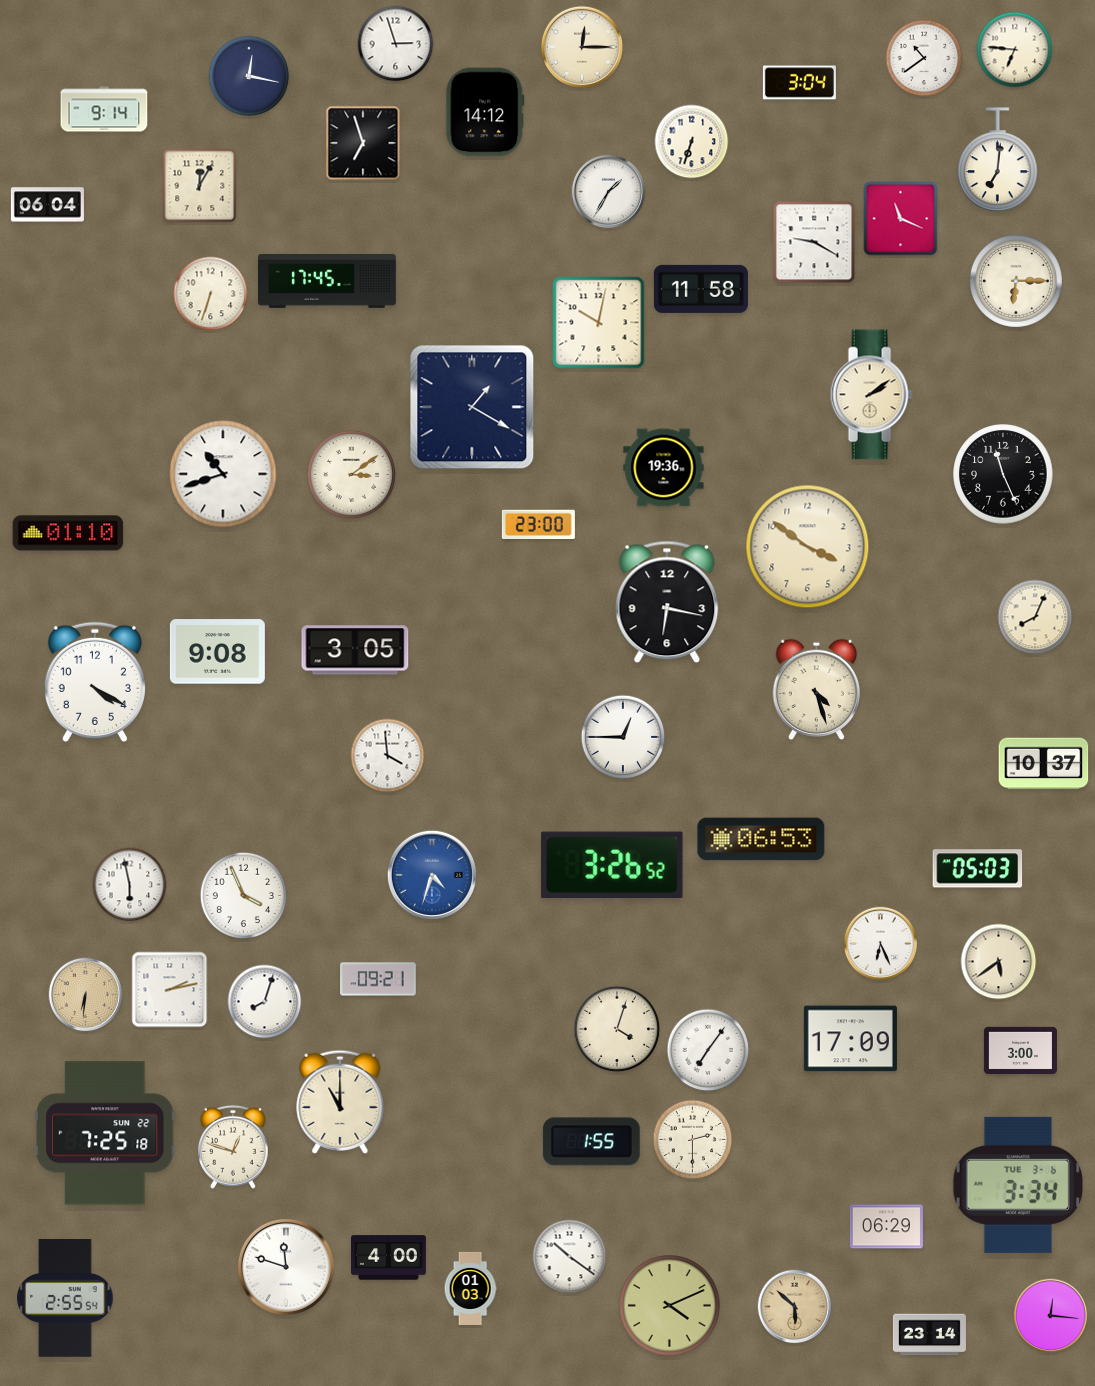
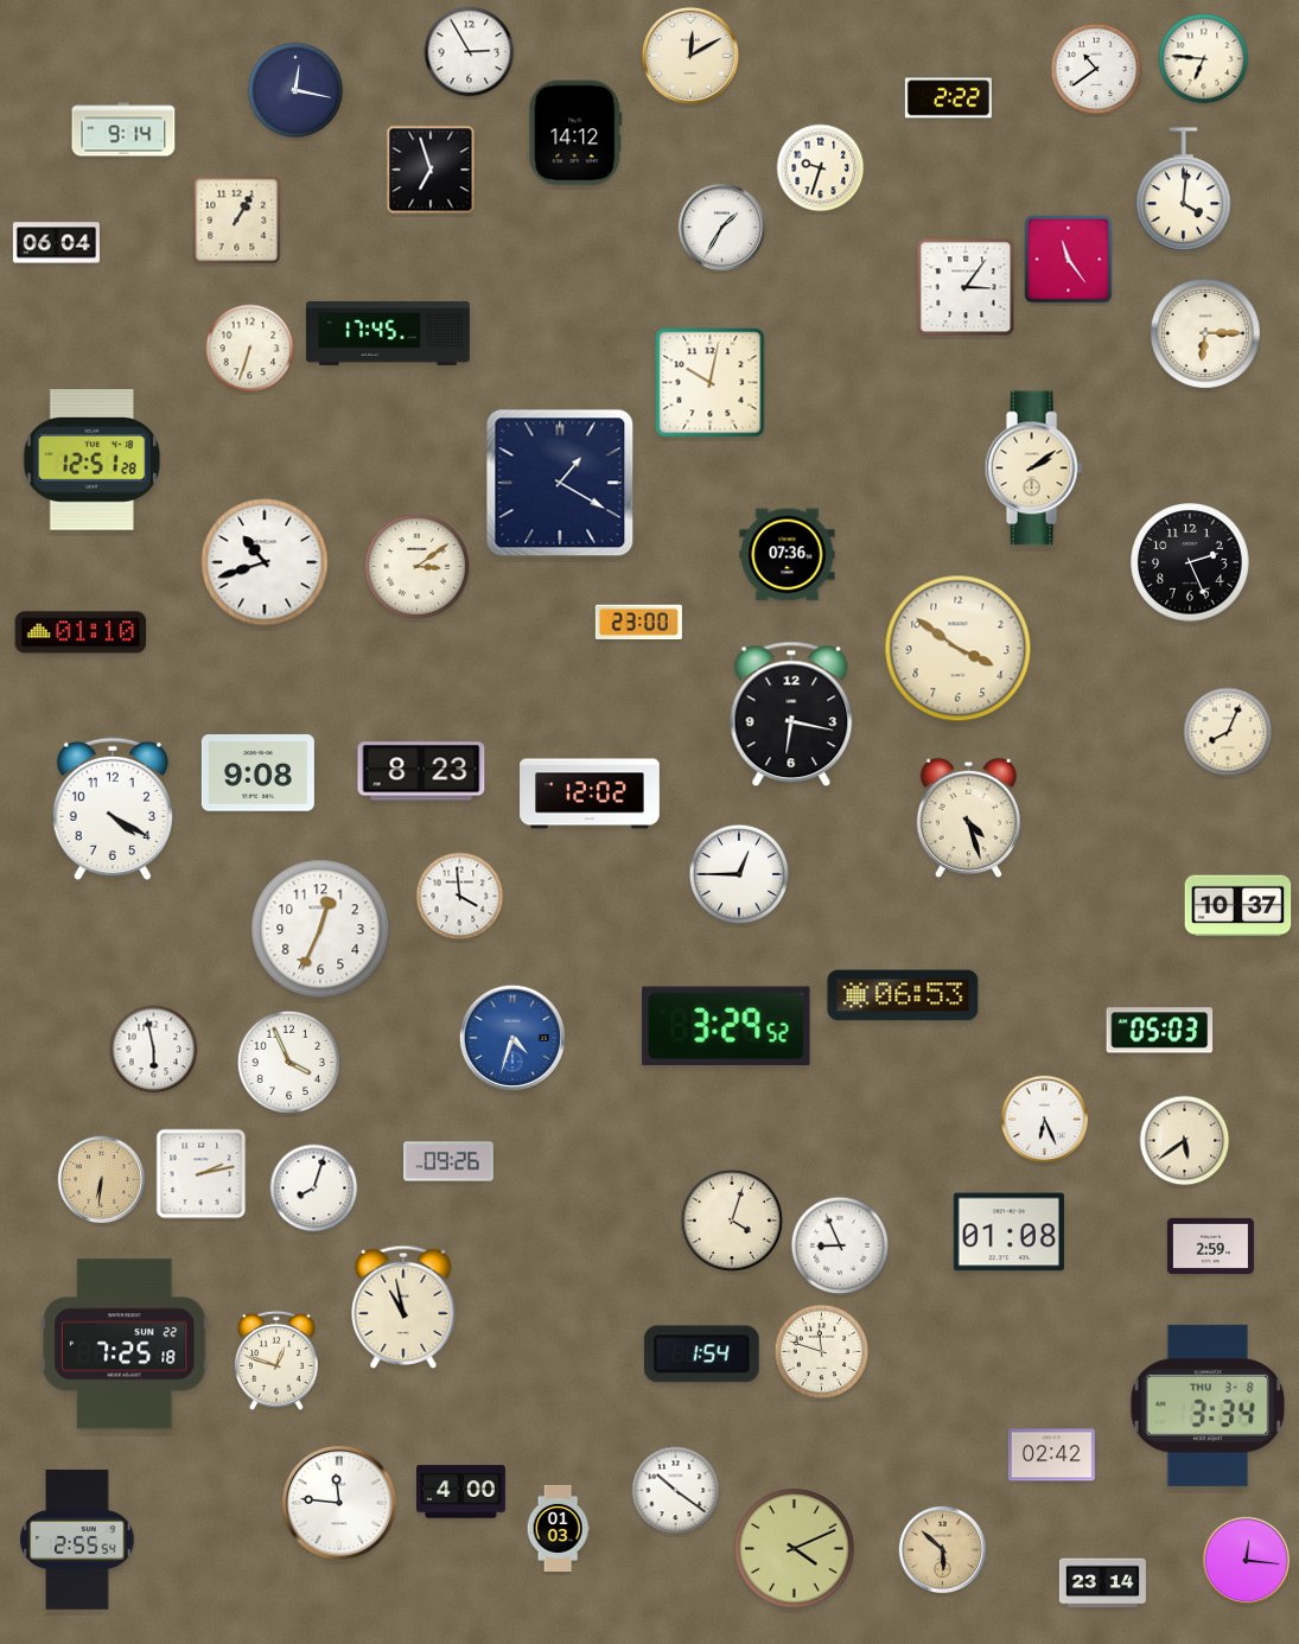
clock at (396, 44): 2:57 -> 2:55
clock at (582, 47): 12:15 -> 12:10
clock at (799, 83): 3:04 -> 2:22
clock at (692, 142): 6:33 -> 9:33
clock at (998, 160): 7:01 -> 4:01
clock at (200, 186): 12:05 -> 1:05
clock at (901, 219): 11:19 -> 11:24
clock at (814, 242): 9:20 -> 3:06
clock at (701, 289): 11:58 -> none
clock at (91, 460): none -> 12:51
clock at (664, 468): 19:36 -> 07:36
clock at (351, 474) position: (351, 474) -> (416, 566)
clock at (1003, 474): 11:26 -> 2:26
clock at (355, 650): 3:05 -> 8:23
clock at (590, 794): none -> 12:02
clock at (320, 929): none -> 12:34
clock at (612, 865): 3:26 -> 3:29
clock at (378, 979): 09:21 -> 09:26
clock at (850, 1039): 17:09 -> 01:08
clock at (708, 1050): 7:06 -> 8:56
clock at (1020, 1050): 3:00 -> 2:59
clock at (340, 1102): 11:00 -> 10:58
clock at (693, 1140): 2:30 -> 11:48
clock at (591, 1142): 1:55 -> 1:54
clock at (1017, 1185) date: TUE 3-6 -> THU 3-8
clock at (886, 1227): 06:29 -> 02:42
clock at (286, 1267): 11:48 -> 11:46
